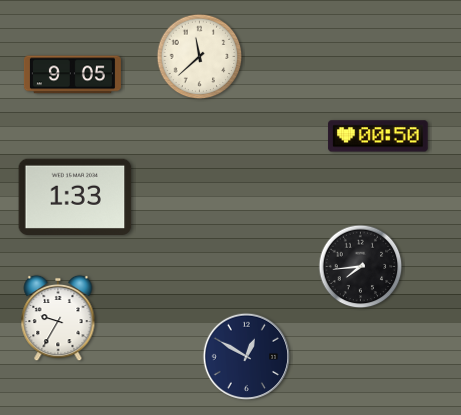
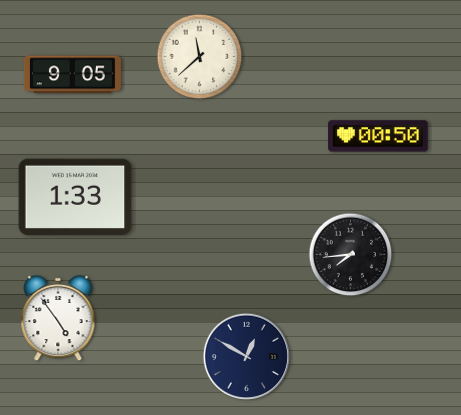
clock at (361, 267) position: (361, 267) -> (351, 255)
clock at (58, 318): 9:35 -> 4:54
